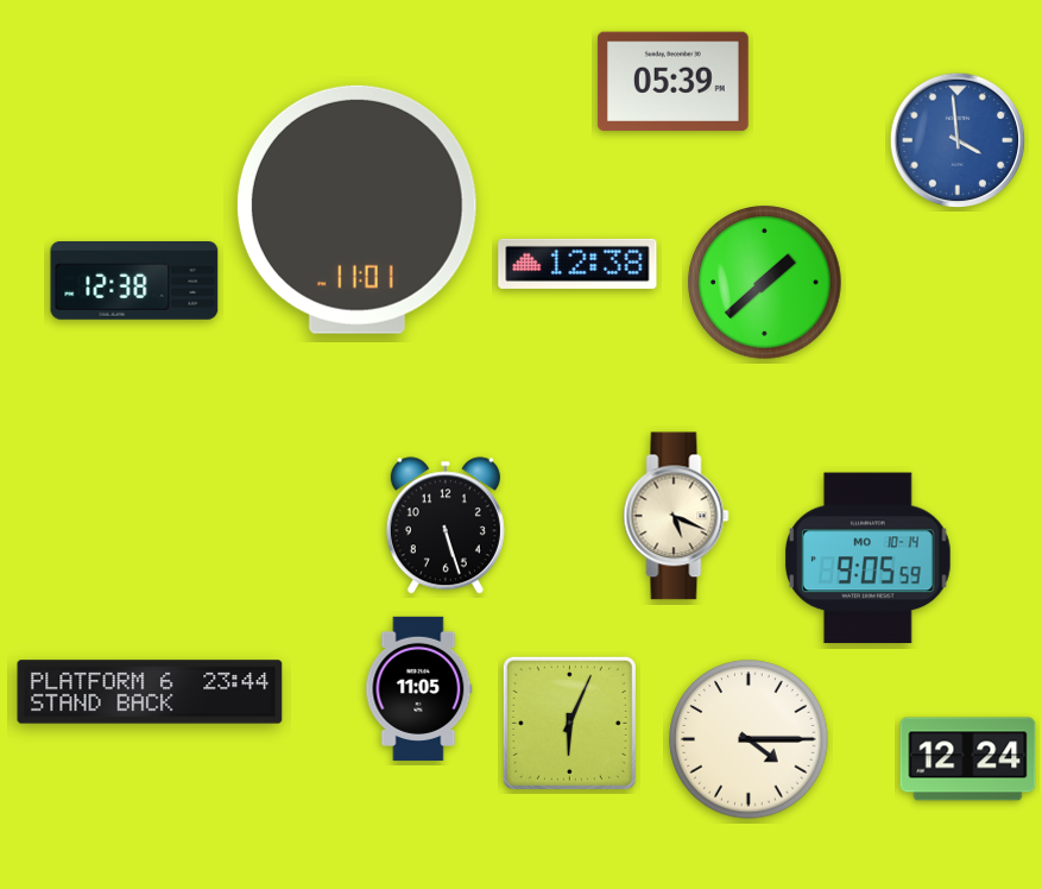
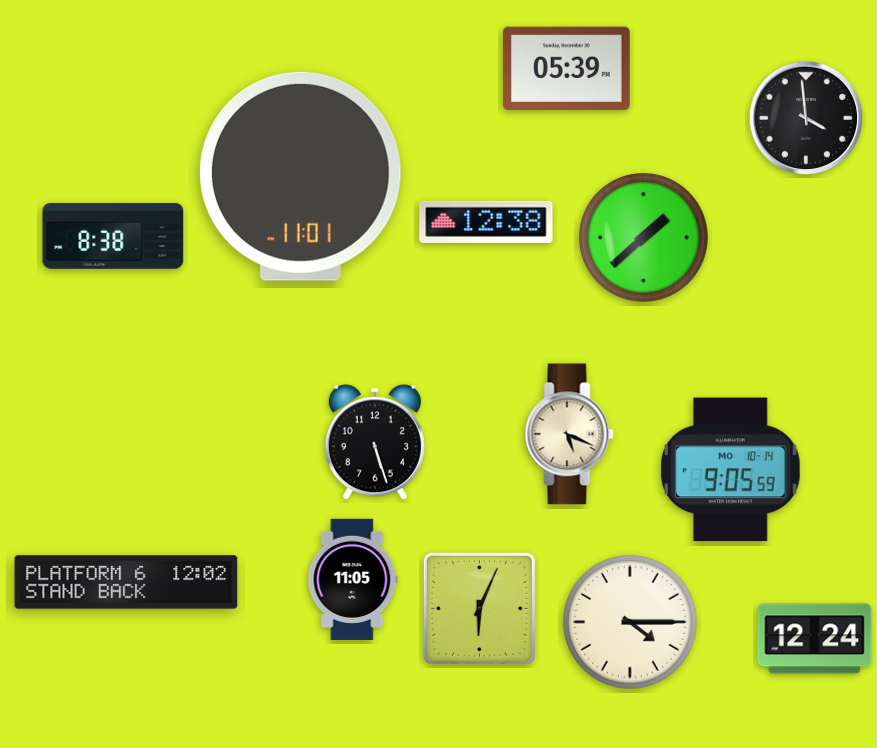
clock at (958, 140) dial: blue -> black
clock at (134, 282): 12:38 -> 8:38
clock at (150, 692): 23:44 -> 12:02
